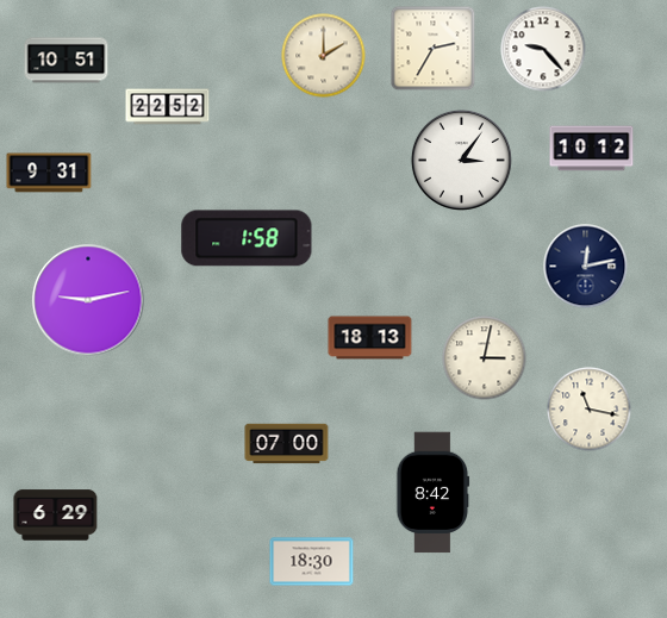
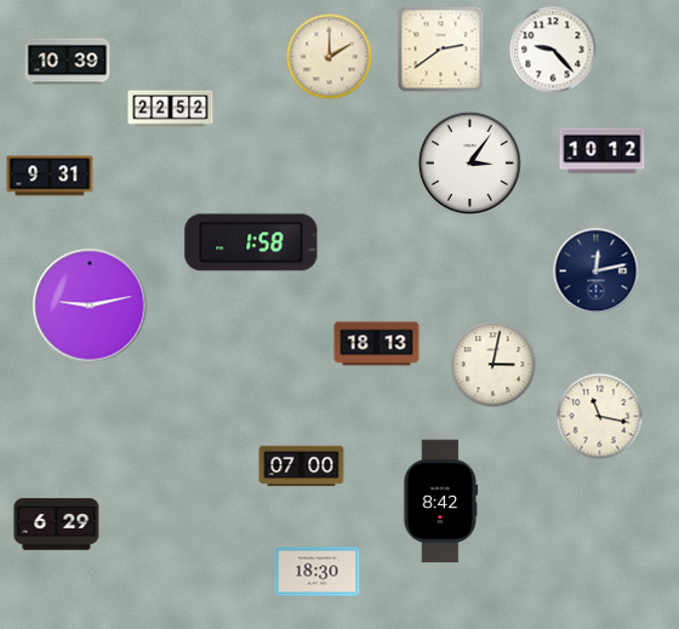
clock at (434, 49): 2:35 -> 2:39
clock at (67, 61): 10:51 -> 10:39
clock at (287, 444) position: (287, 444) -> (302, 467)
